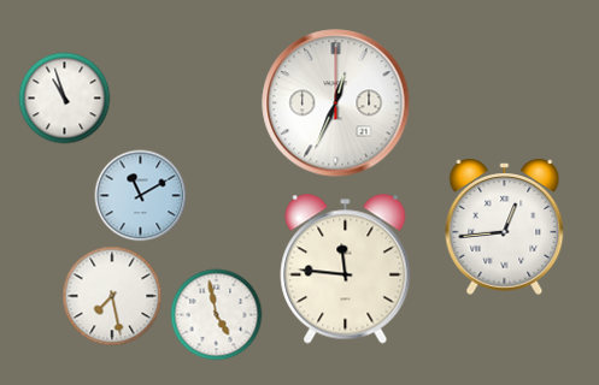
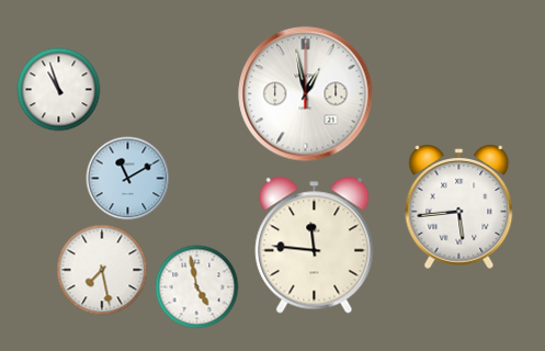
clock at (336, 103): 12:34 -> 12:58
clock at (505, 226): 12:44 -> 5:44
